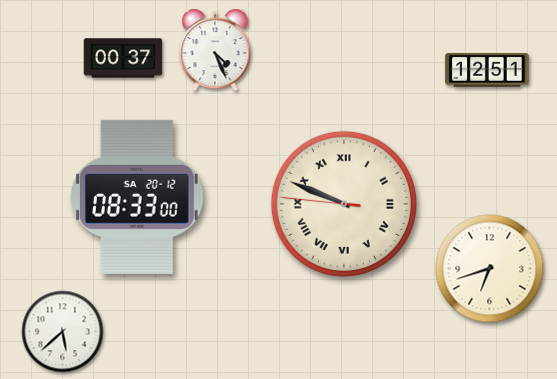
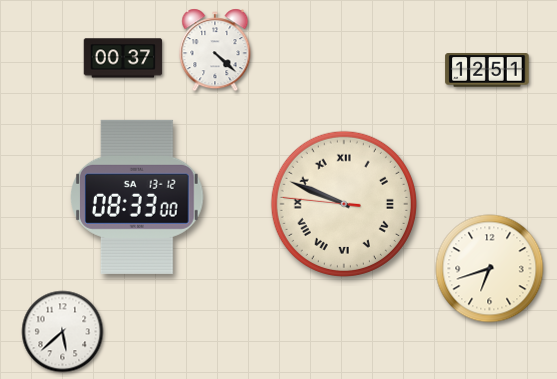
clock at (215, 50): 4:26 -> 4:22
clock at (138, 197) date: SA 20-12 -> SA 13-12
